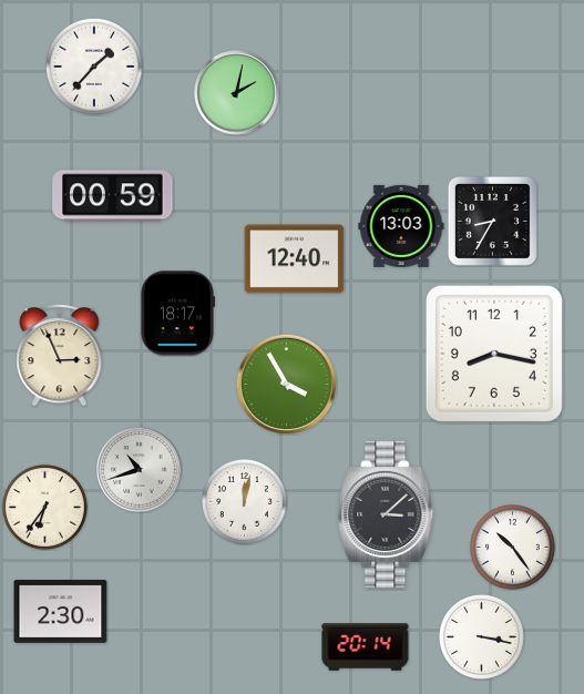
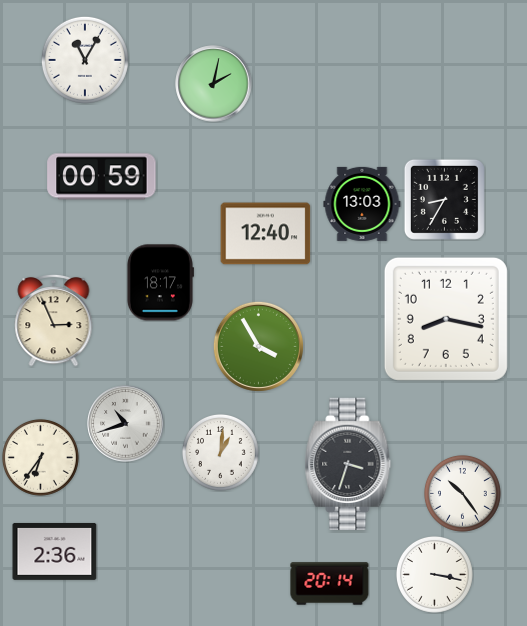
clock at (94, 67): 1:37 -> 11:05
clock at (244, 501): 12:02 -> 1:01
clock at (386, 514): 3:08 -> 3:33
clock at (61, 611): 2:30 -> 2:36
